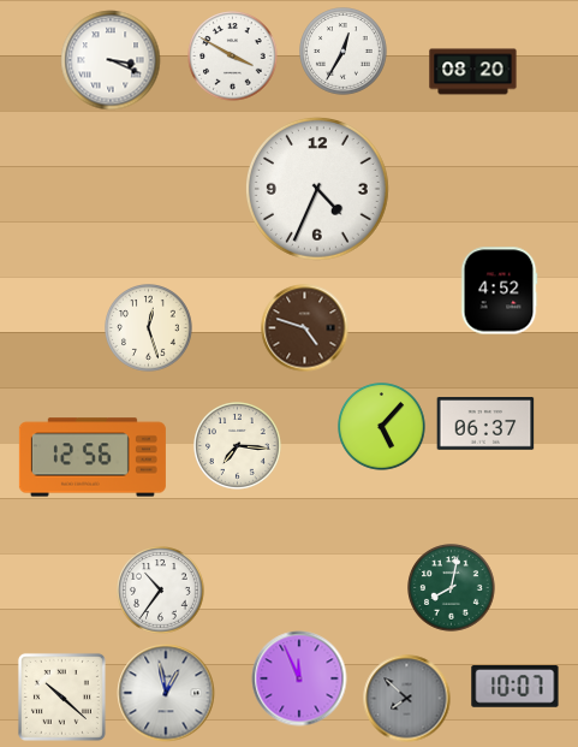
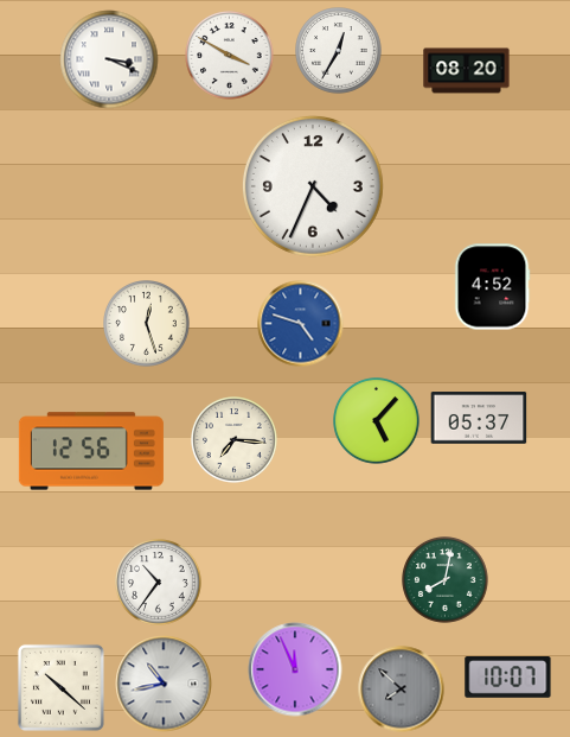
clock at (305, 328) dial: brown -> blue
clock at (485, 423): 06:37 -> 05:37
clock at (166, 693): 12:58 -> 10:43
